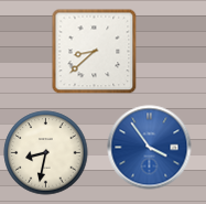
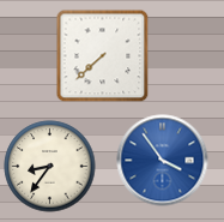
clock at (94, 51): 8:38 -> 7:38
clock at (46, 153): 8:32 -> 8:36
